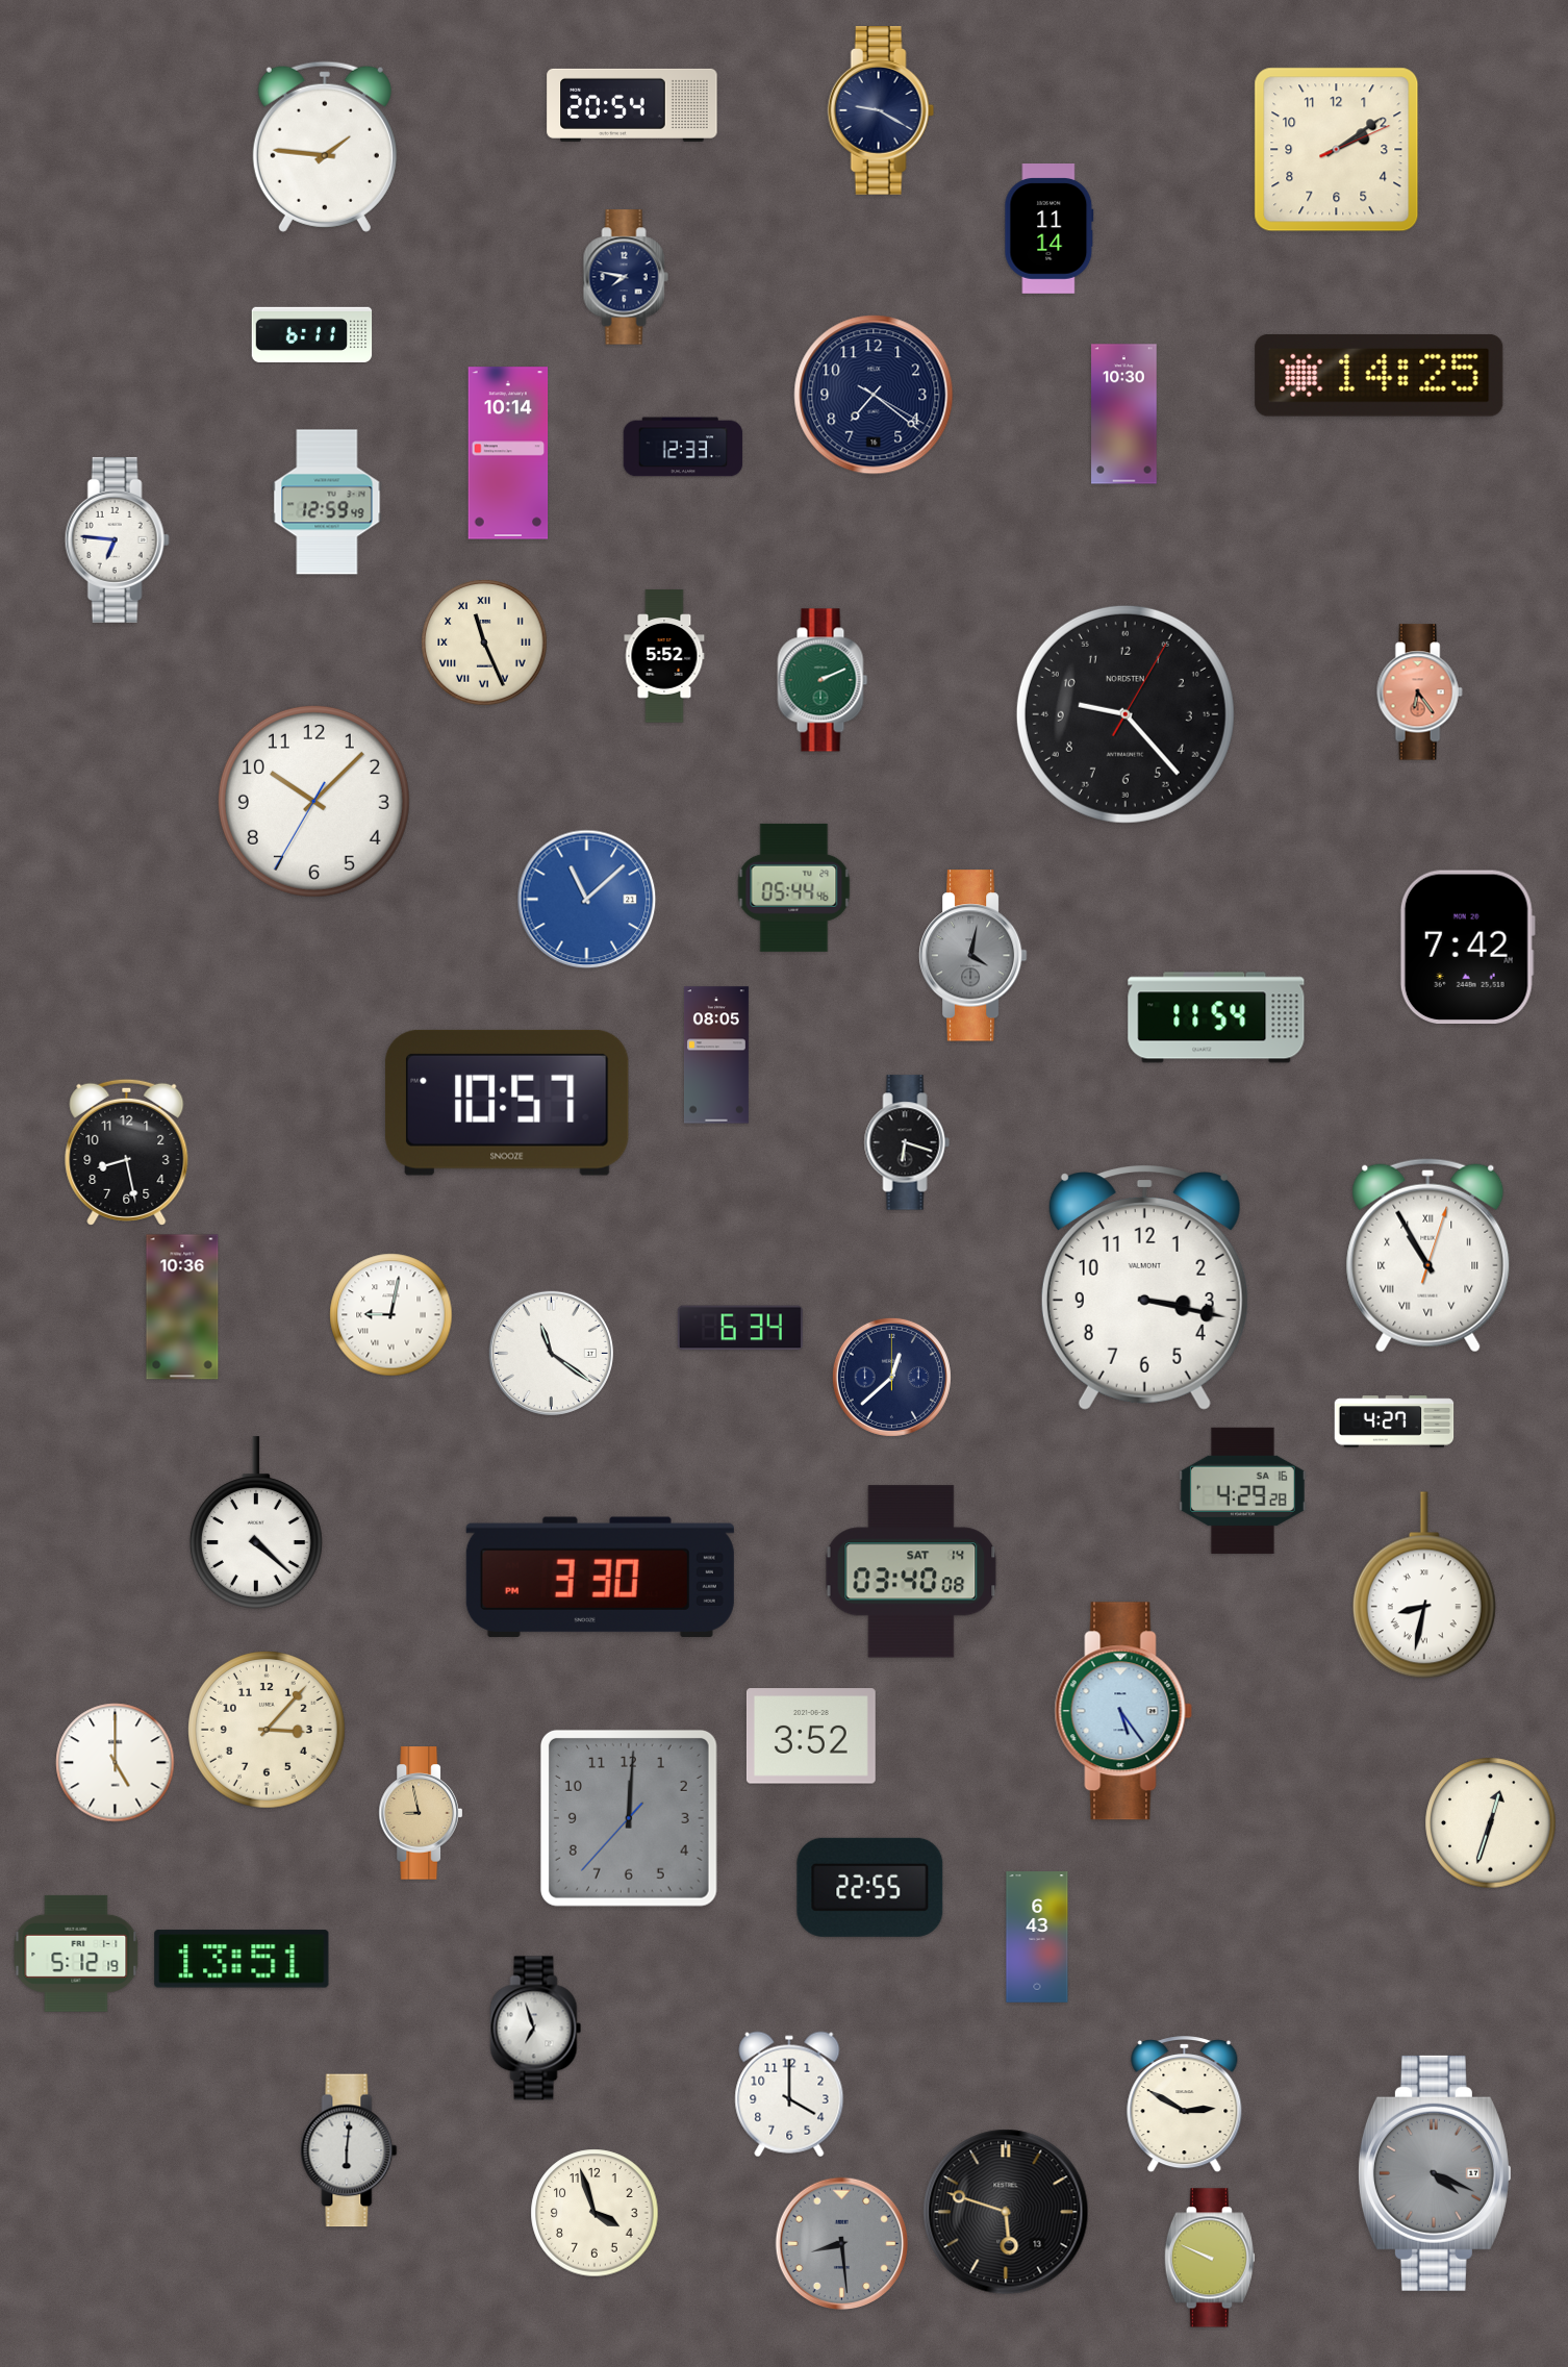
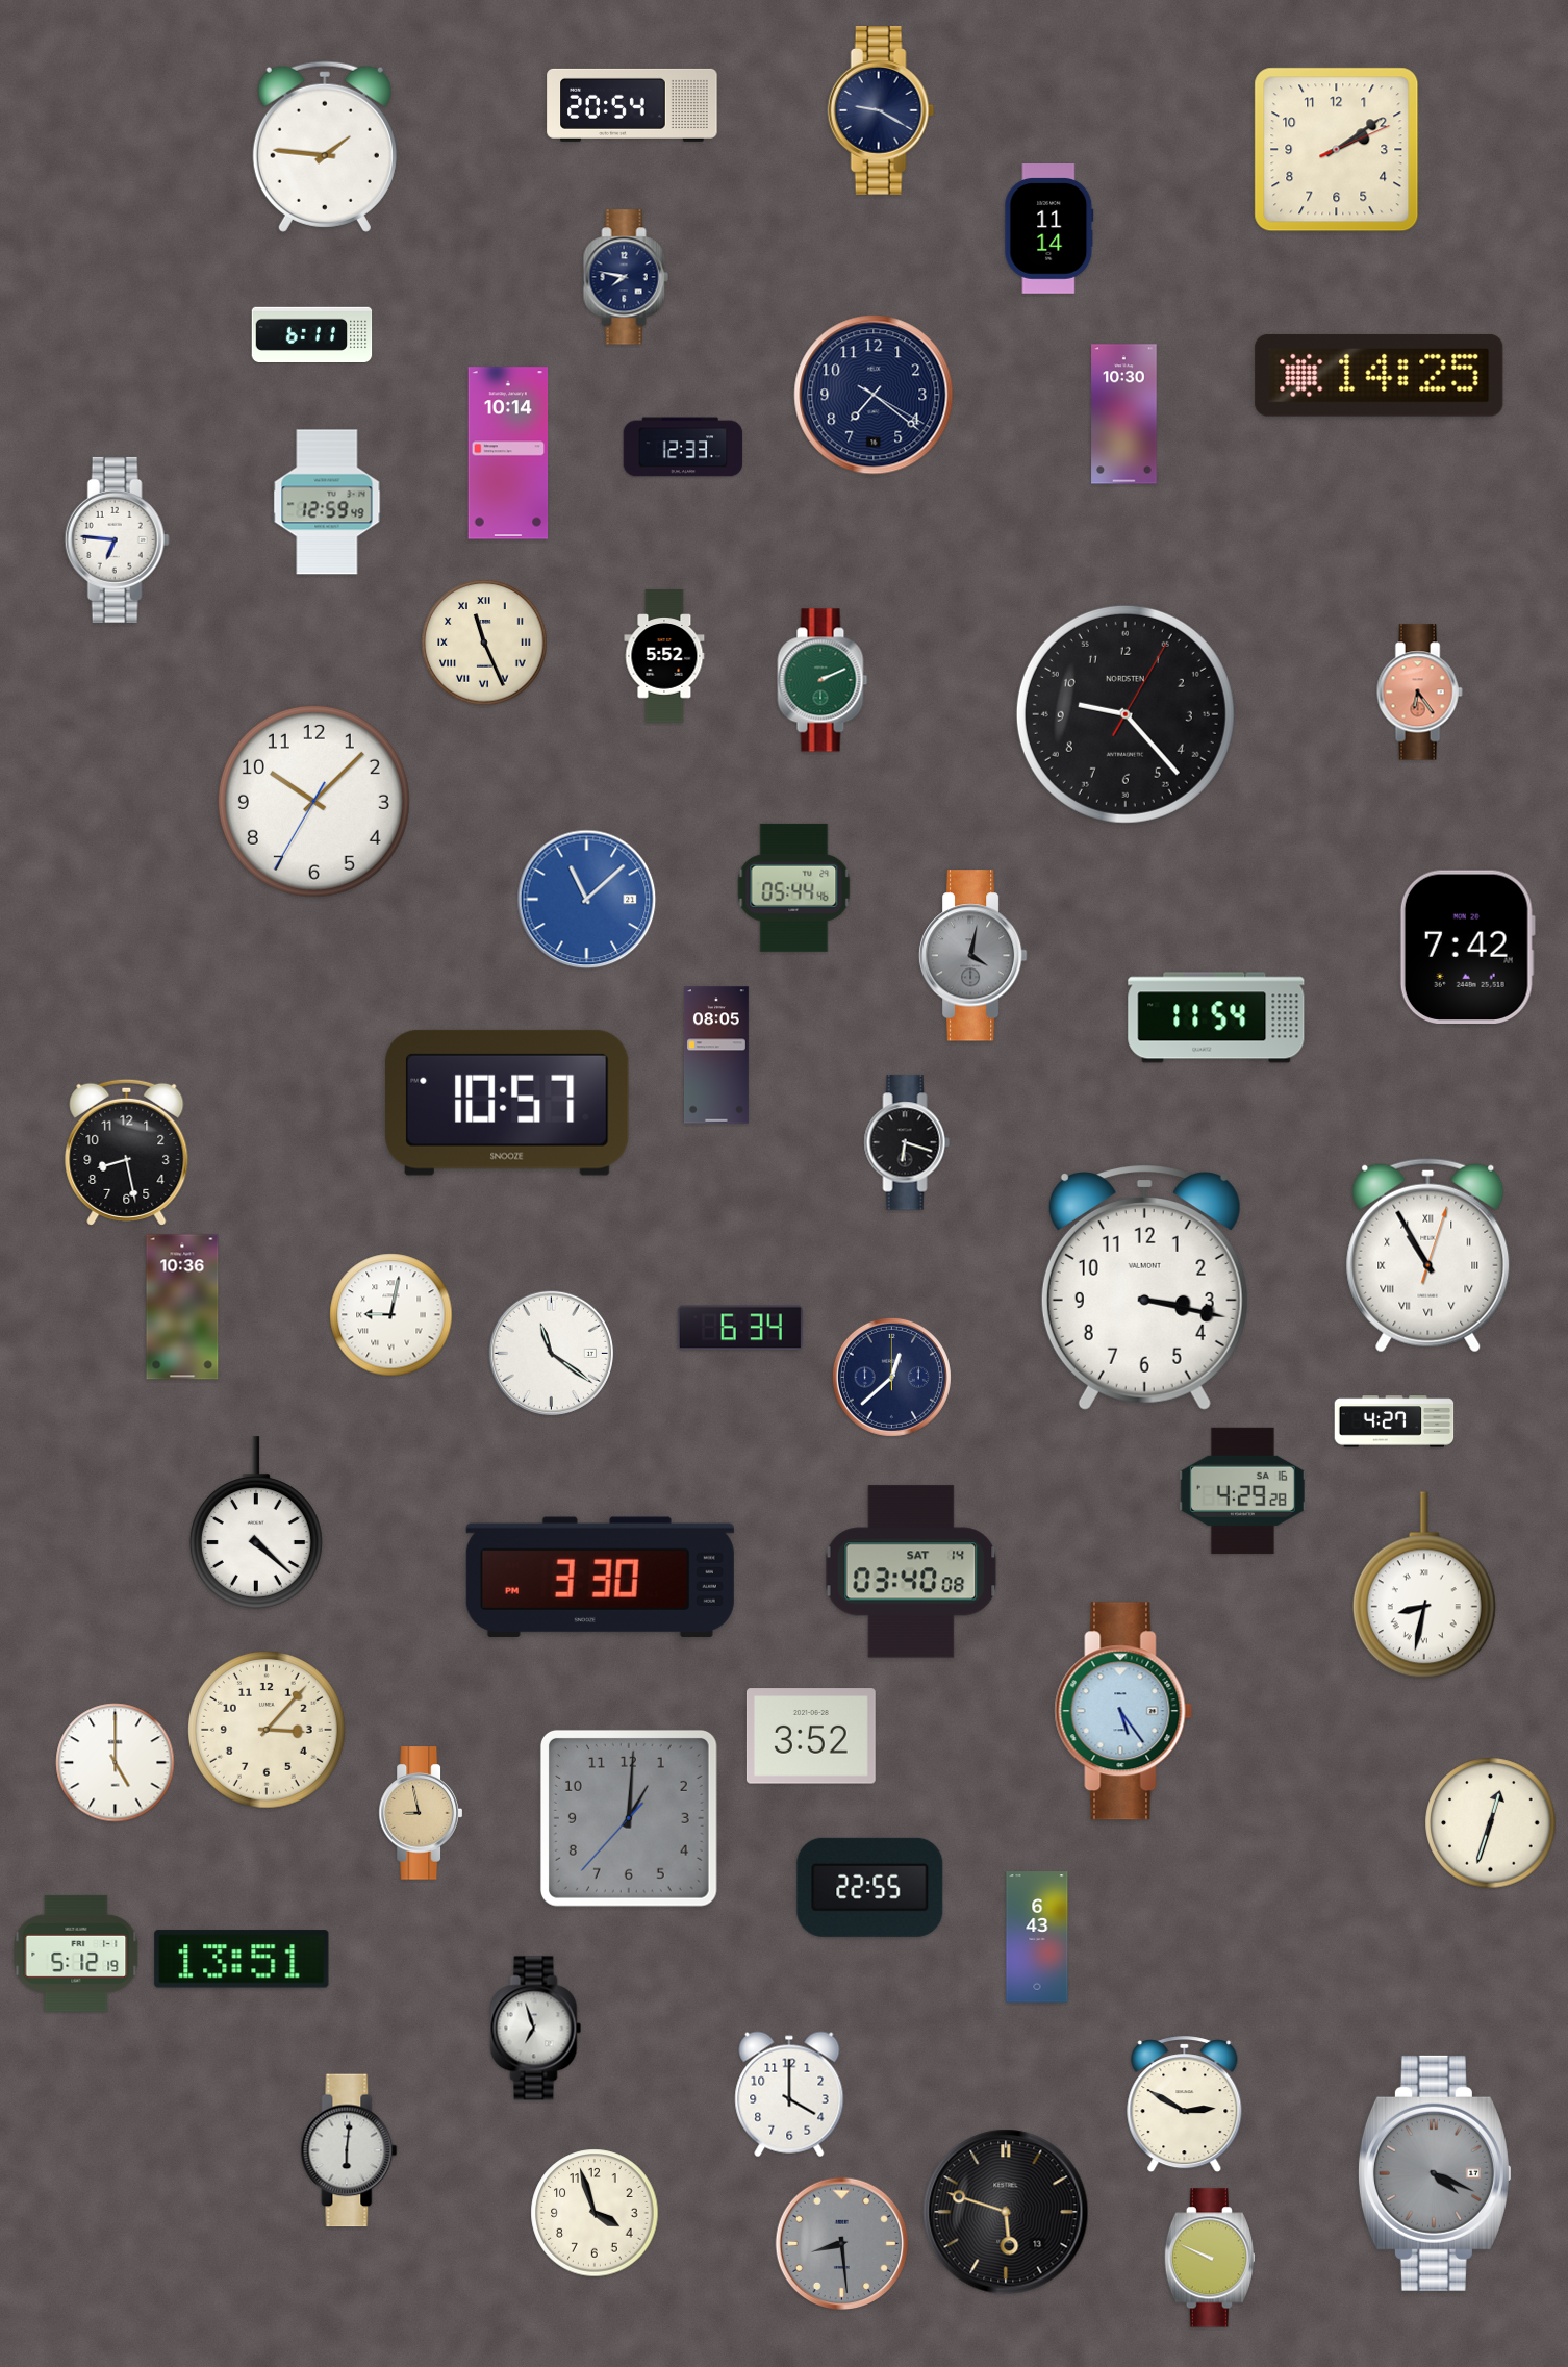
clock at (629, 1818): 12:00 -> 1:00
